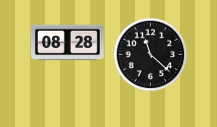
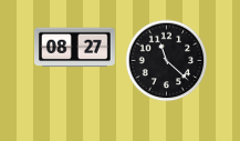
clock at (67, 43): 08:28 -> 08:27
